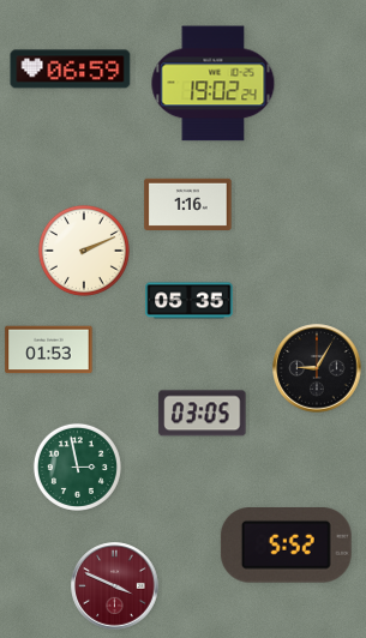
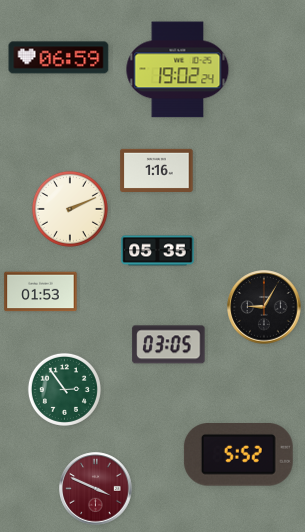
clock at (77, 467): 2:58 -> 2:54
